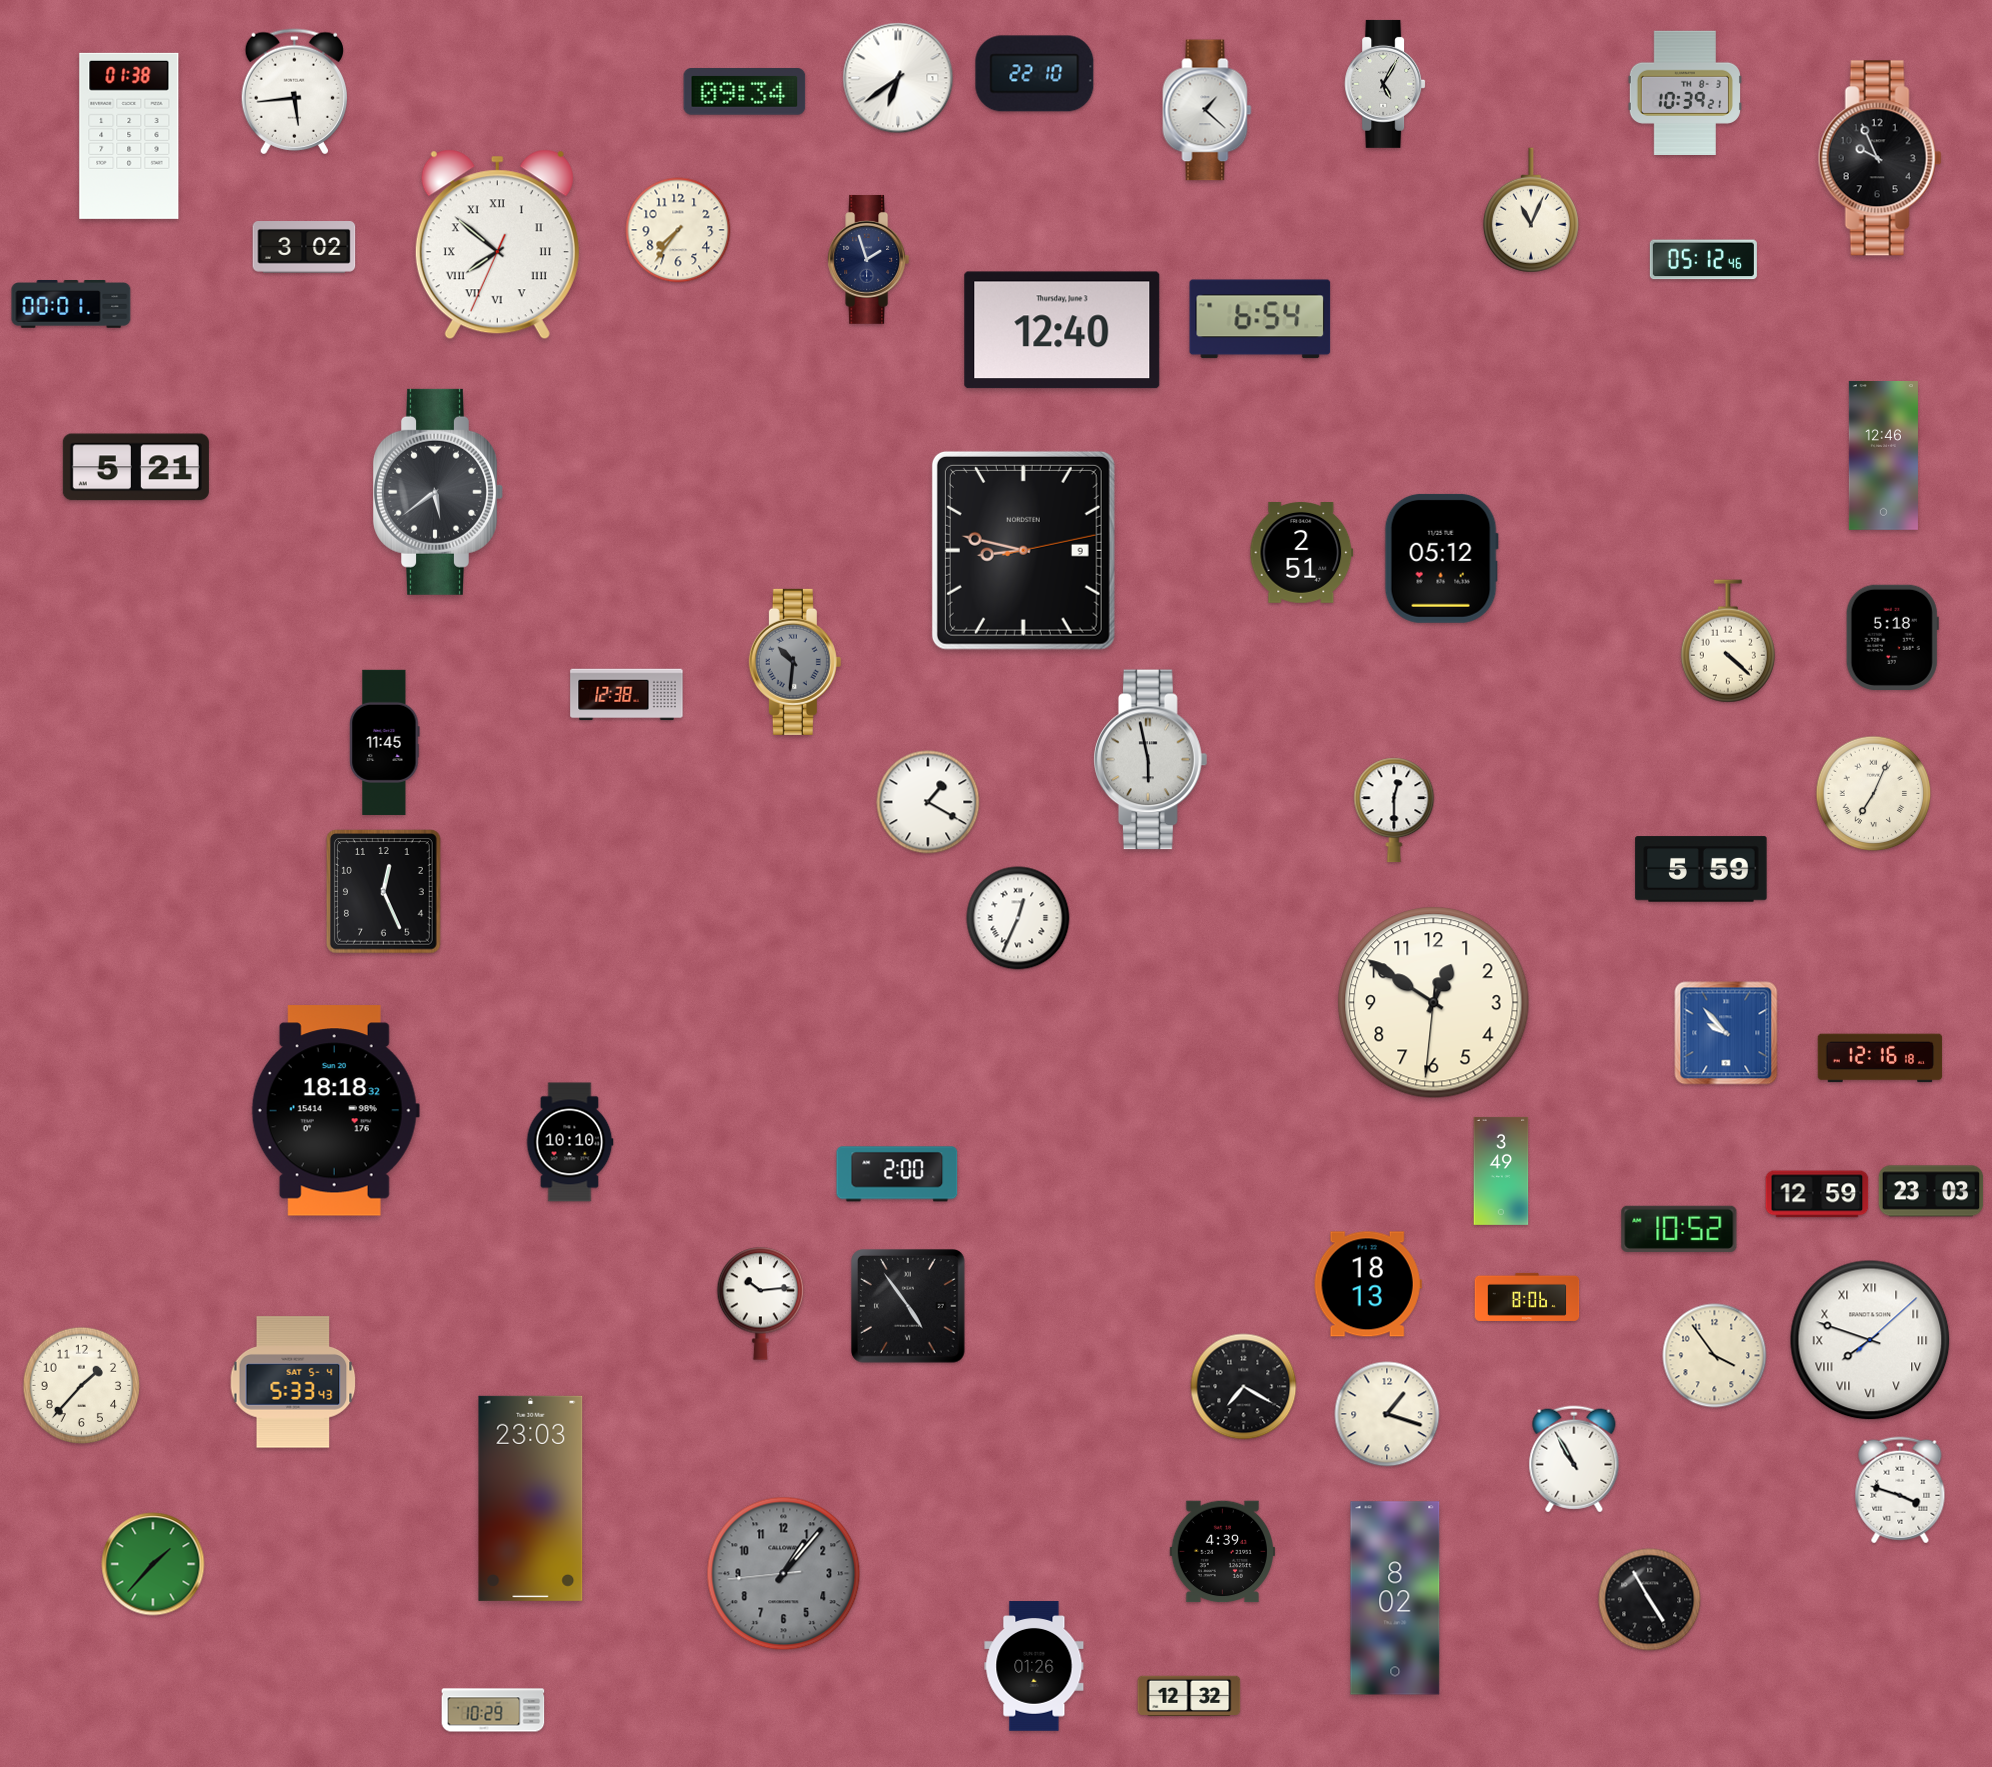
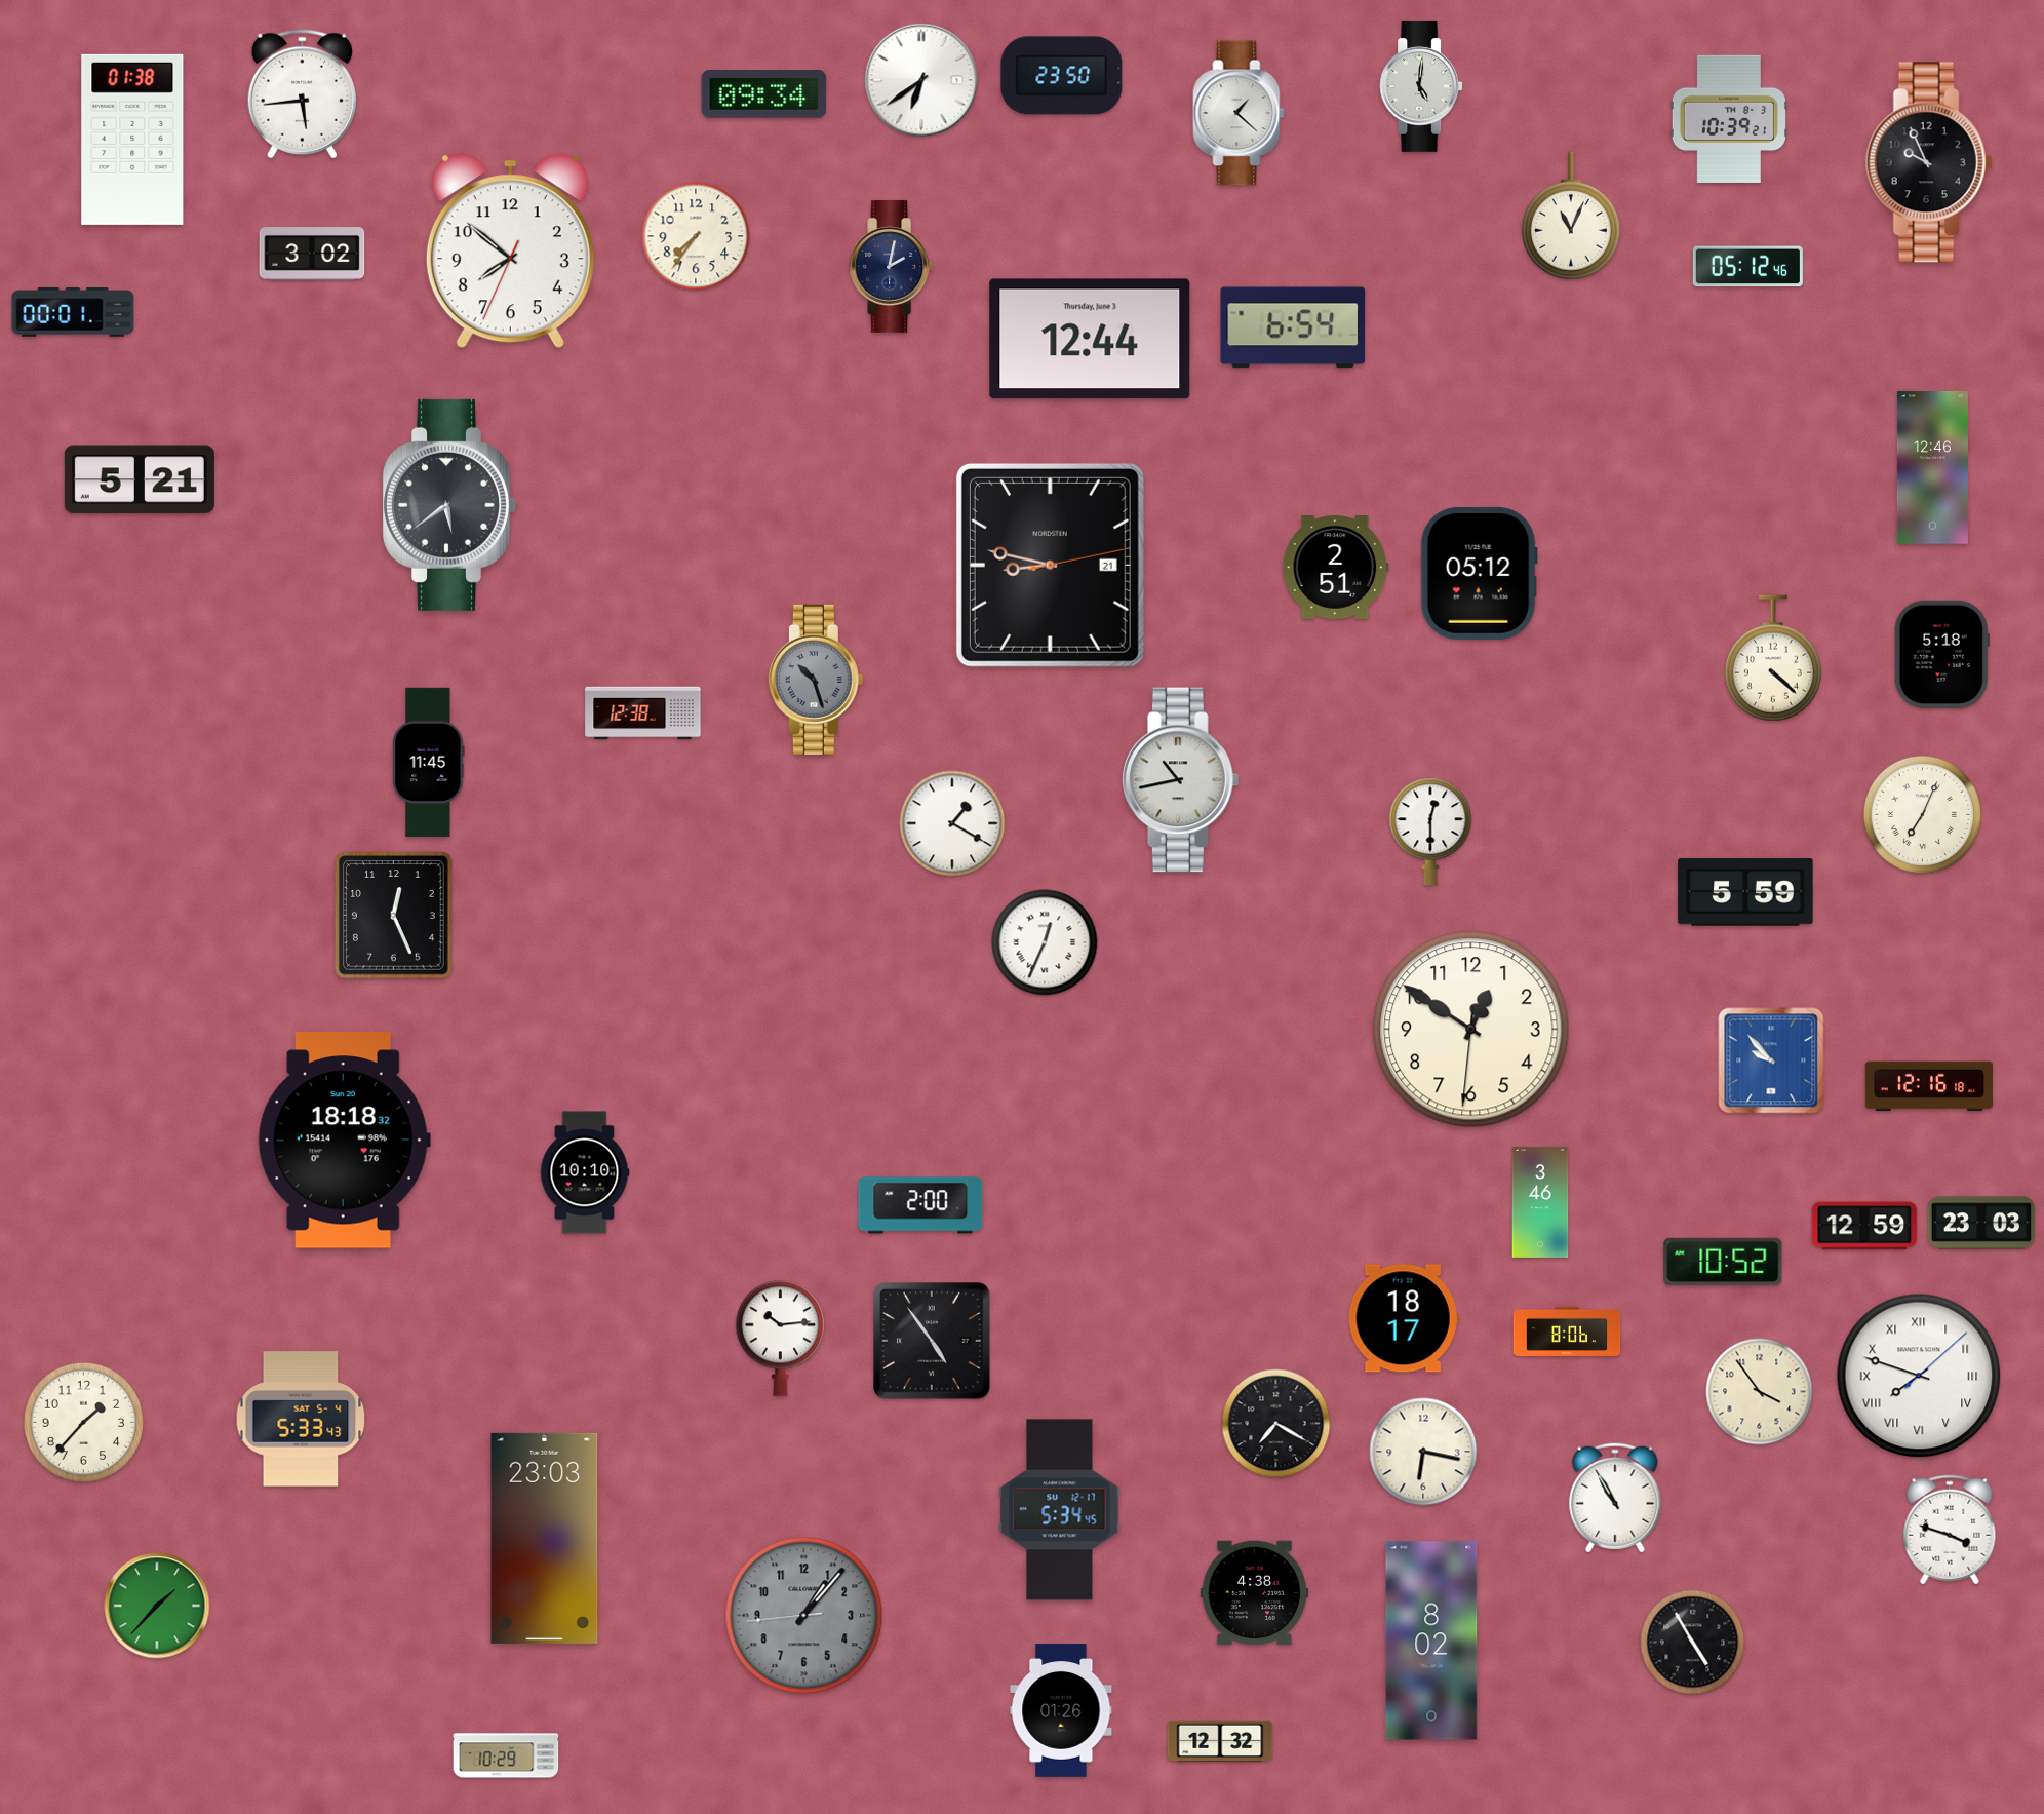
clock at (1035, 74): 22:10 -> 23:50
clock at (1385, 84): 5:05 -> 5:01
clock at (1685, 92) position: (1685, 92) -> (1729, 118)
clock at (497, 245) numerals: Roman -> Arabic
clock at (869, 259): 1:57 -> 2:02
clock at (1062, 330): 12:40 -> 12:44
clock at (1023, 550) date: 9 -> 21
clock at (795, 662): 10:31 -> 10:27
clock at (385, 742) position: (385, 742) -> (429, 762)
clock at (1151, 760): 5:58 -> 10:43
clock at (1501, 1171): 3:49 -> 3:46
clock at (1368, 1284): 18:13 -> 18:17
clock at (1387, 1414): 1:18 -> 6:17
clock at (1060, 1510): none -> 5:34
clock at (1222, 1552): 4:39 -> 4:38
